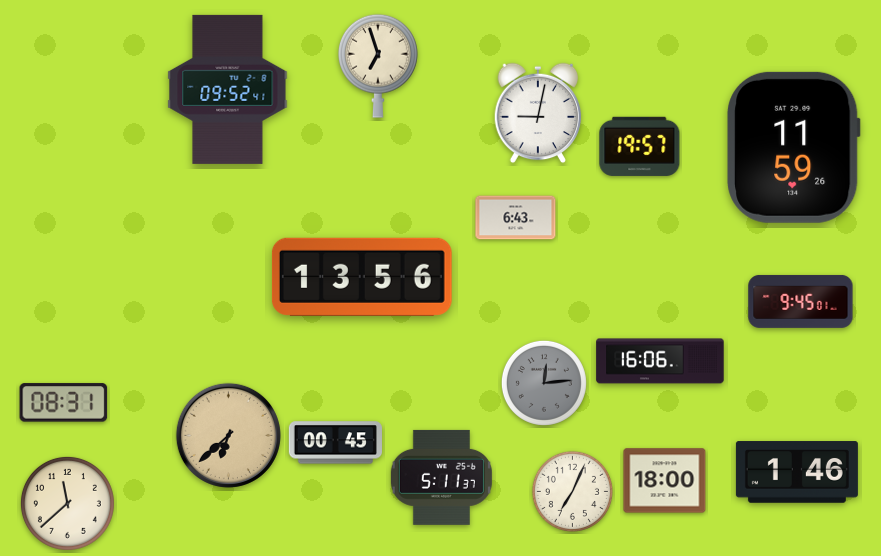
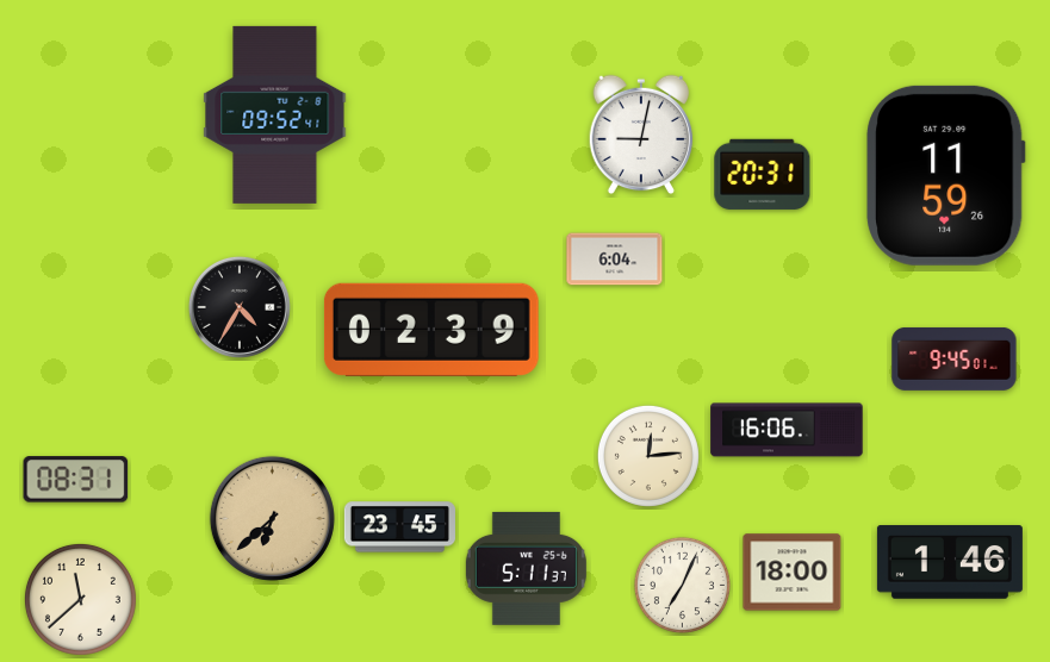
clock at (378, 66): 6:57 -> none
clock at (228, 89) position: (228, 89) -> (275, 114)
clock at (640, 146): 19:57 -> 20:31
clock at (516, 218): 6:43 -> 6:04
clock at (240, 307): none -> 4:35
clock at (362, 277): 13:56 -> 02:39
clock at (544, 383) dial: grey -> cream
clock at (335, 443): 00:45 -> 23:45
